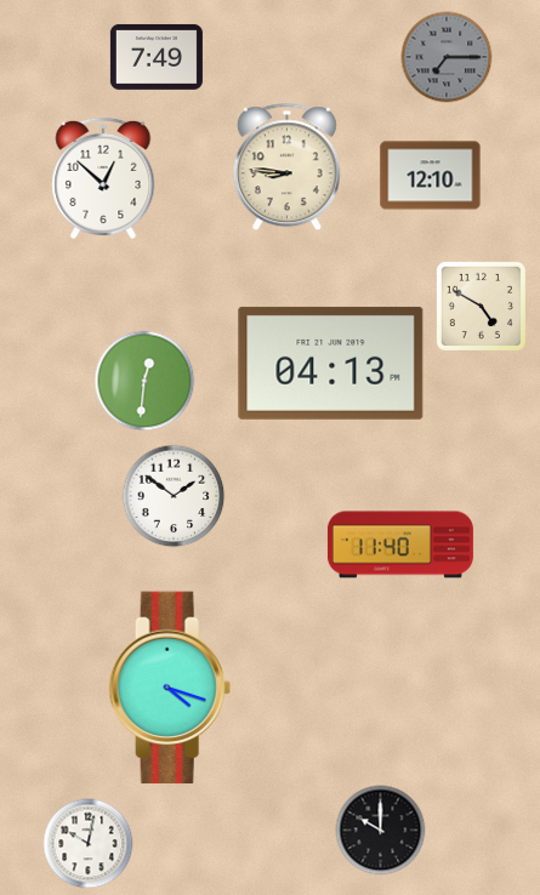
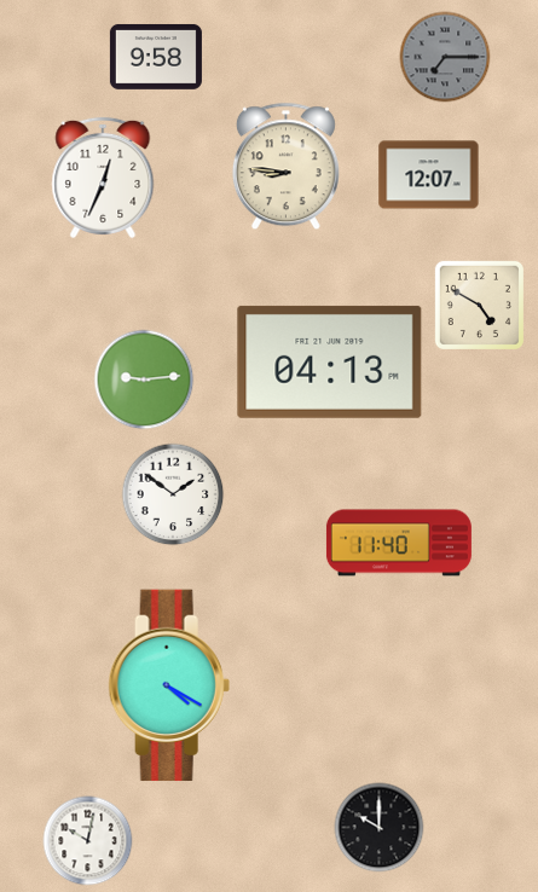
clock at (157, 57): 7:49 -> 9:58
clock at (431, 176): 12:10 -> 12:07
clock at (103, 178): 12:52 -> 12:34
clock at (144, 381): 12:31 -> 9:14
clock at (170, 688): 4:18 -> 4:20
